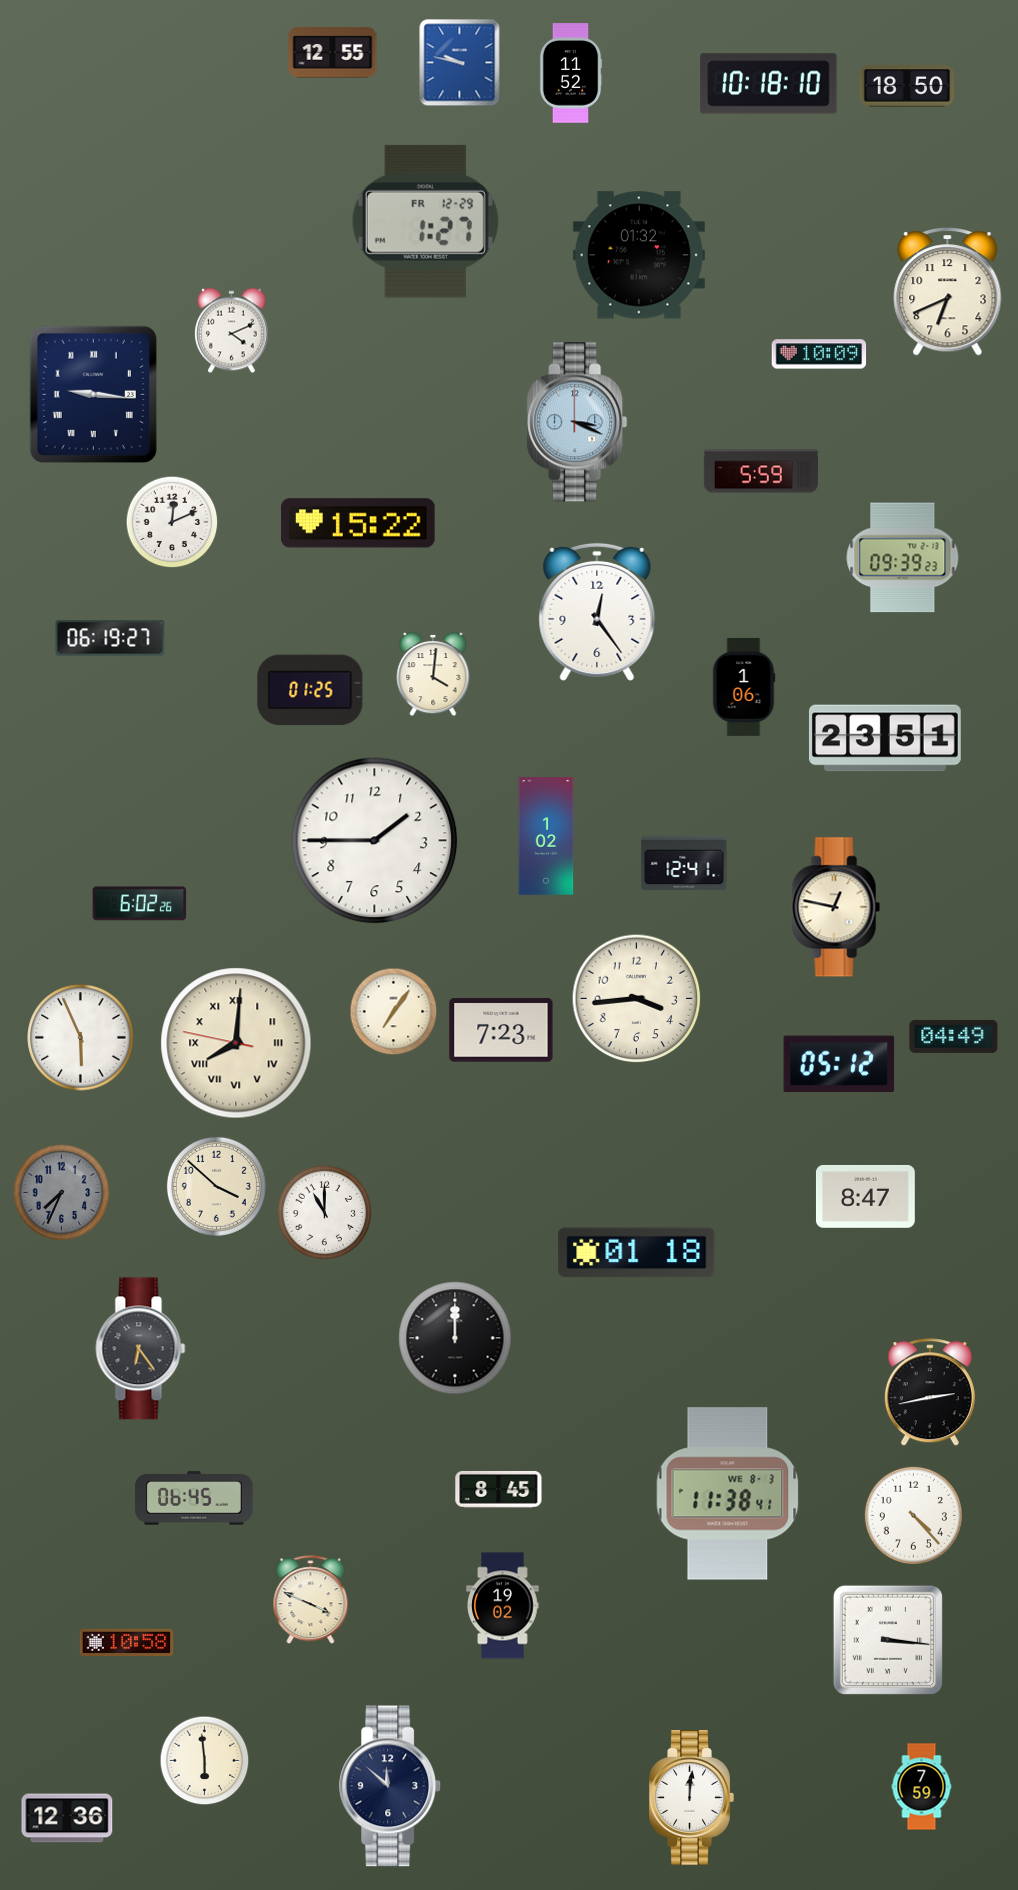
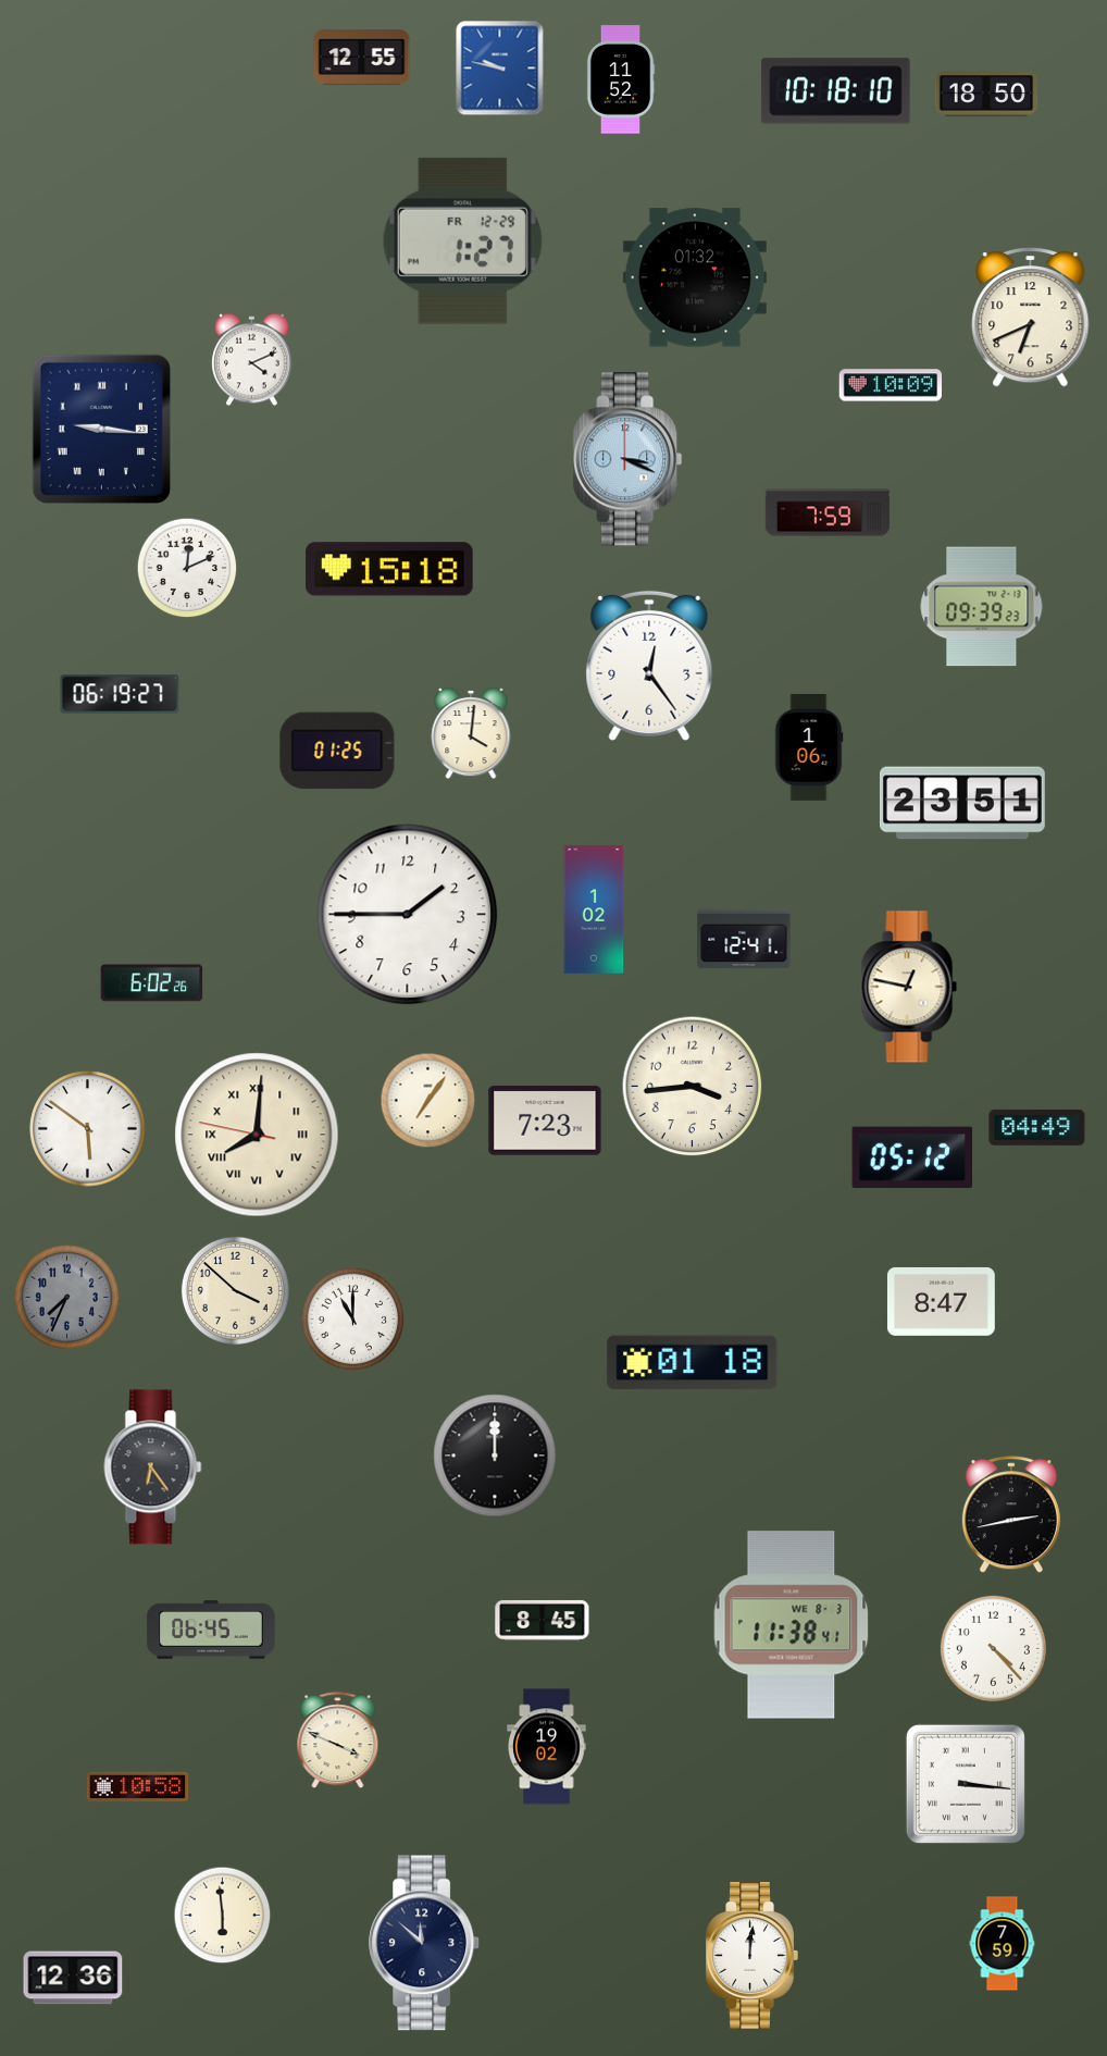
clock at (761, 471): 5:59 -> 7:59
clock at (358, 523): 15:22 -> 15:18
clock at (81, 1038): 5:56 -> 5:51
